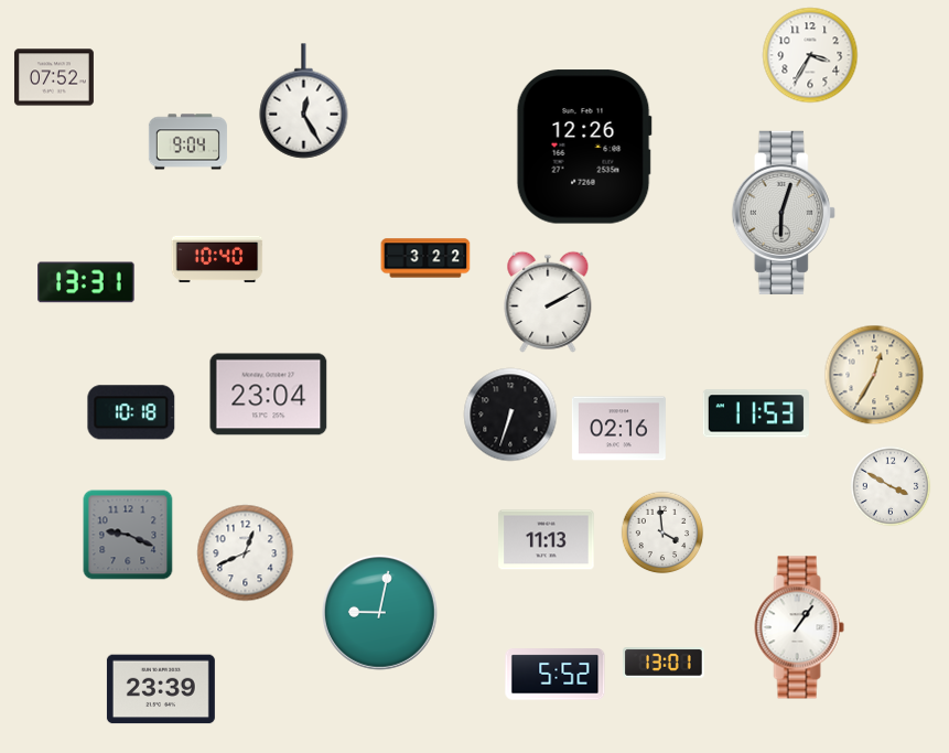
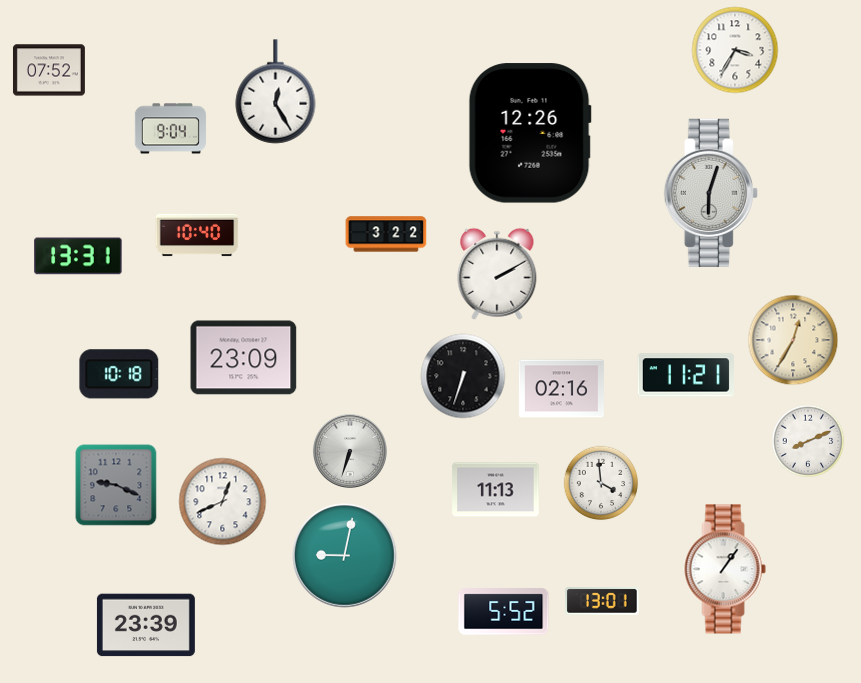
clock at (269, 395): 23:04 -> 23:09
clock at (756, 413): 11:53 -> 11:21
clock at (891, 486): 3:50 -> 8:11
clock at (350, 451): none -> 6:33
